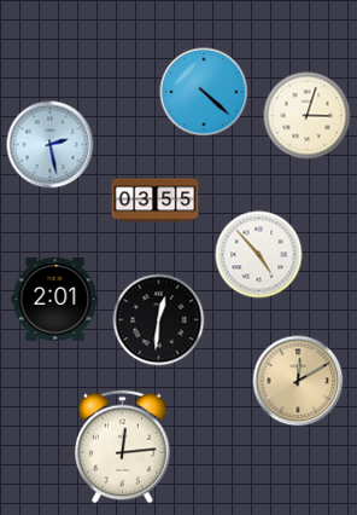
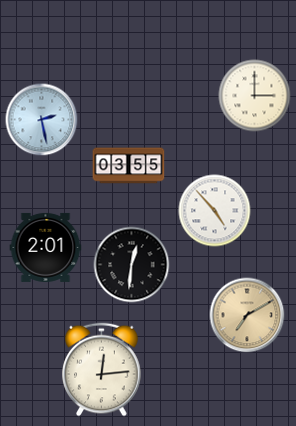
clock at (204, 92): 4:22 -> none
clock at (308, 116): 3:03 -> 3:00
clock at (298, 381): 12:10 -> 7:10
